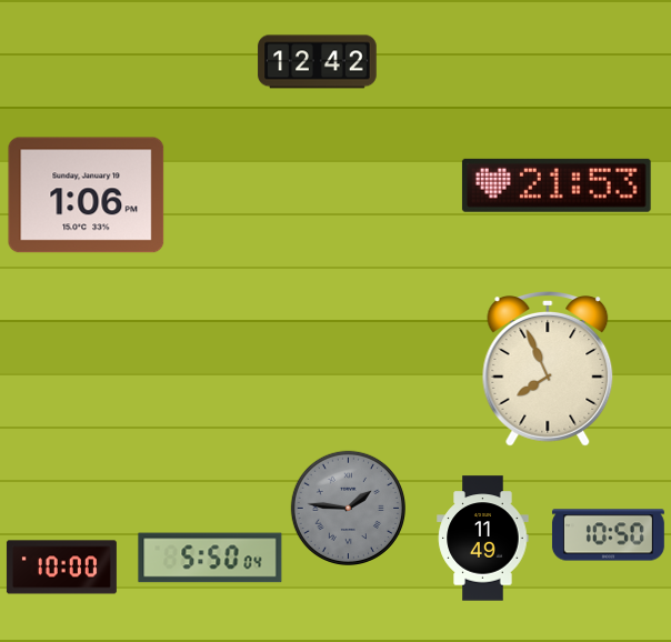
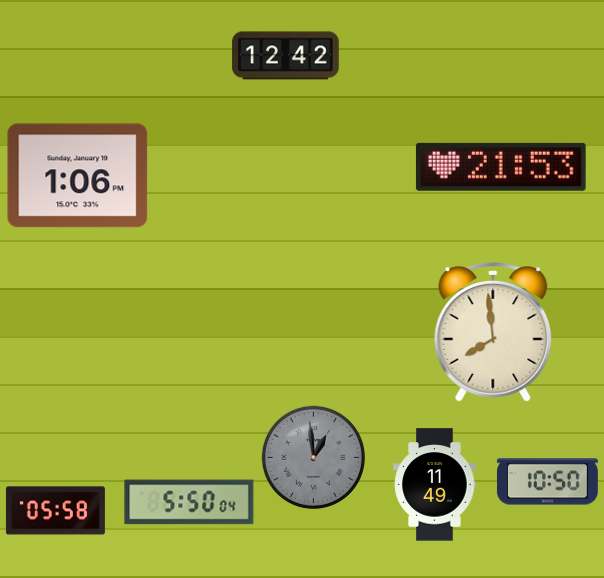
clock at (548, 370): 7:56 -> 7:59
clock at (348, 508): 1:46 -> 12:59
clock at (61, 568): 10:00 -> 05:58
